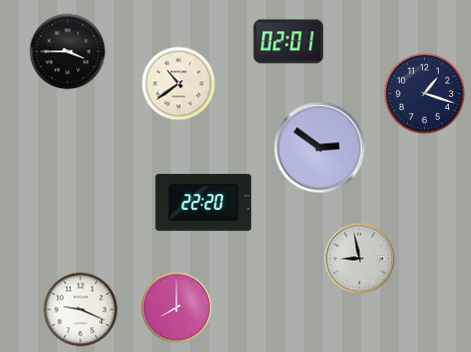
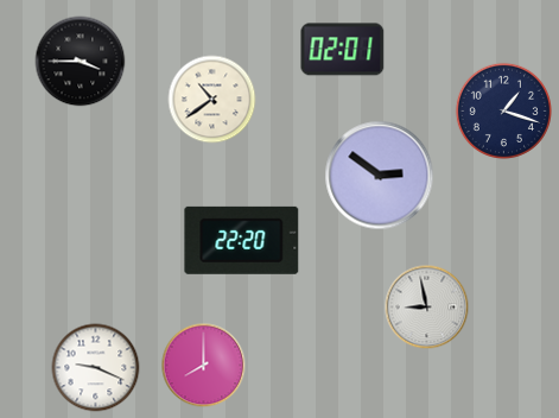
clock at (177, 308) position: (177, 308) -> (204, 366)
